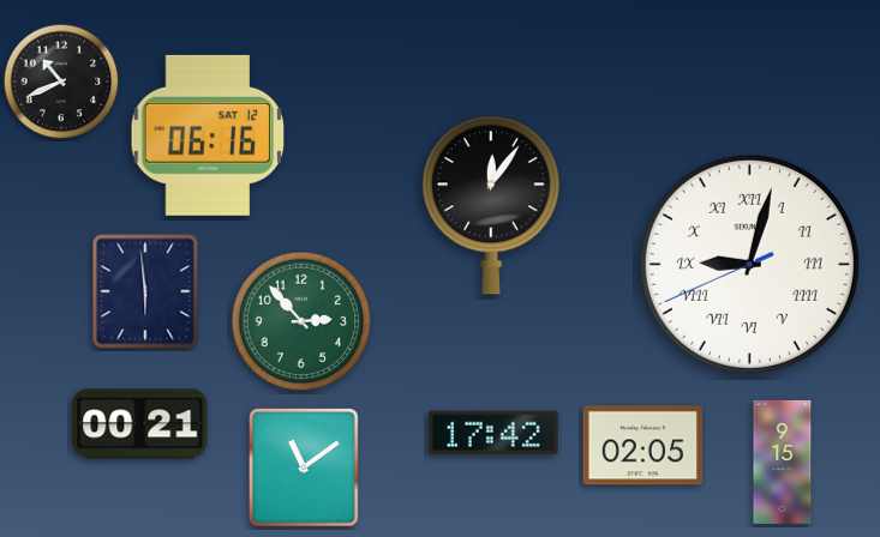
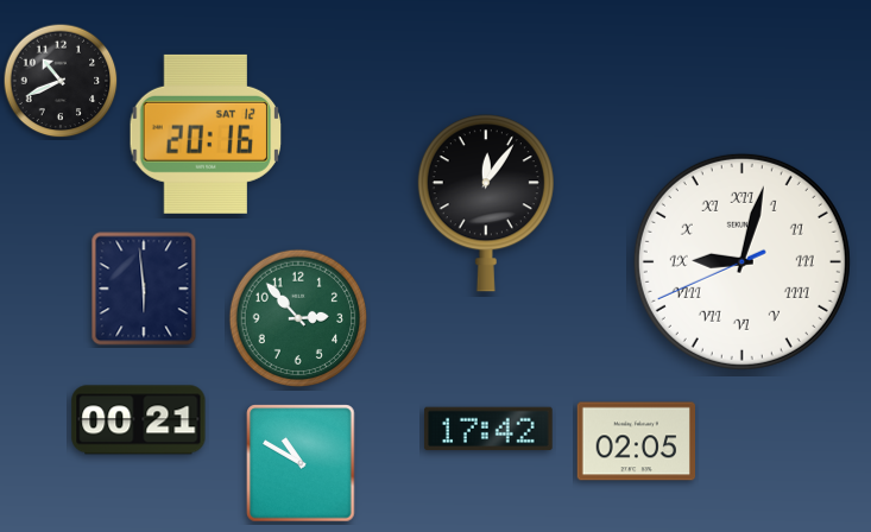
clock at (208, 135): 06:16 -> 20:16
clock at (783, 461): 9:15 -> none
clock at (304, 467): 11:09 -> 10:50
